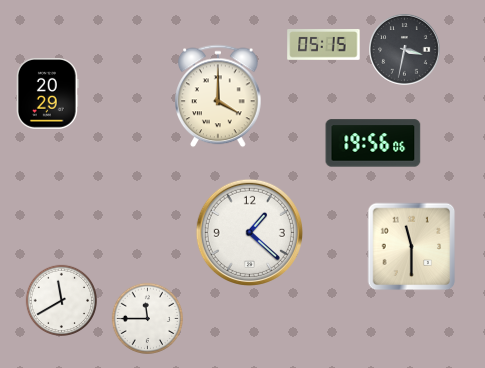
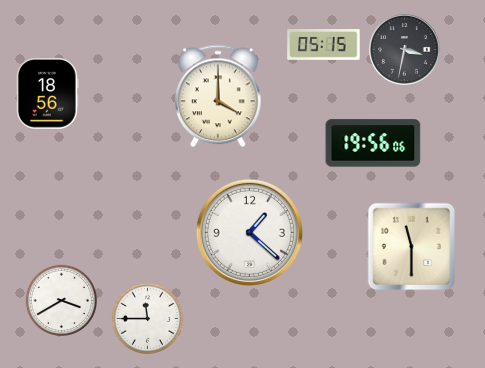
clock at (48, 94): 20:29 -> 18:56
clock at (62, 301): 11:40 -> 3:40
